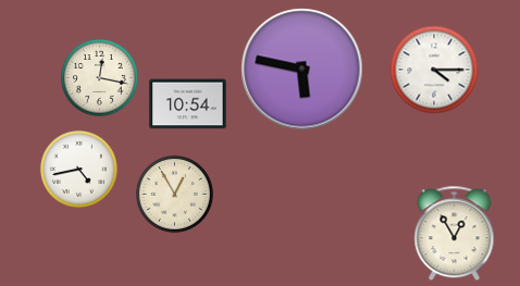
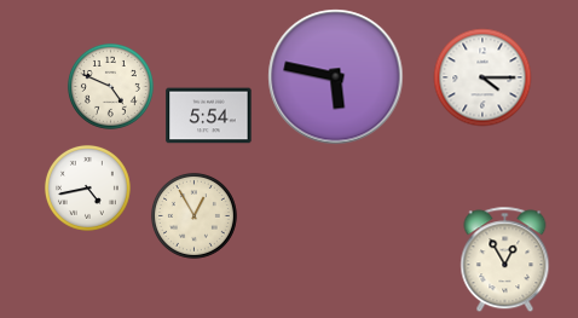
clock at (99, 77): 12:17 -> 4:49
clock at (188, 104): 10:54 -> 5:54
